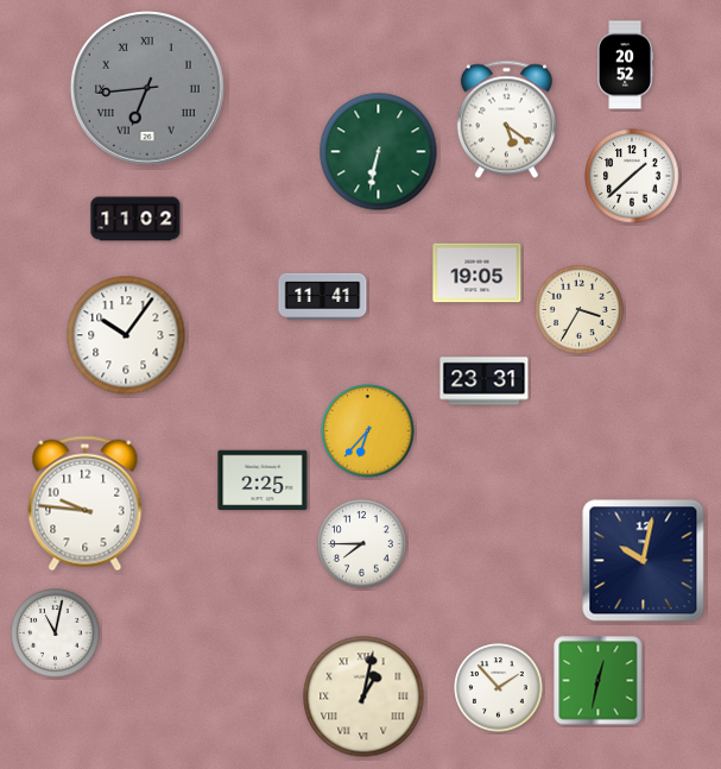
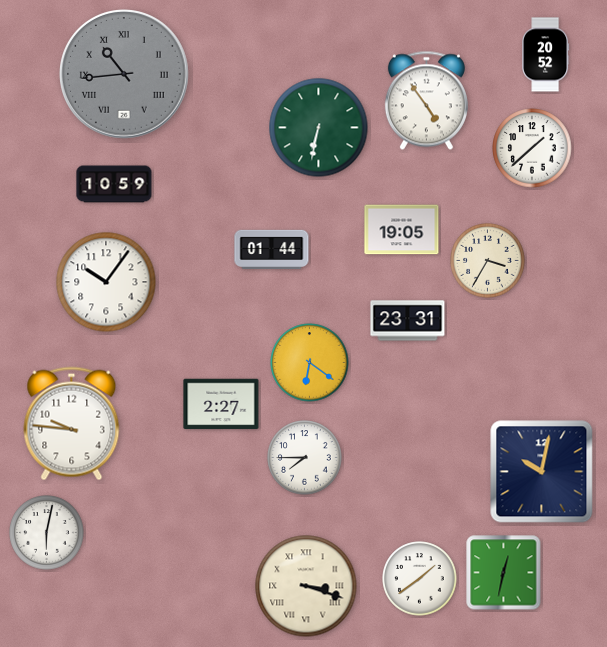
clock at (626, 65) position: (626, 65) -> (546, 55)
clock at (147, 88): 6:44 -> 10:44
clock at (506, 120): 5:21 -> 4:54
clock at (135, 219): 11:02 -> 10:59
clock at (323, 296): 11:41 -> 01:44
clock at (368, 431): 6:37 -> 6:21
clock at (263, 480): 2:25 -> 2:27
clock at (56, 634): 11:02 -> 6:02
clock at (499, 688): 1:53 -> 1:39
clock at (363, 696): 1:02 -> 3:18
